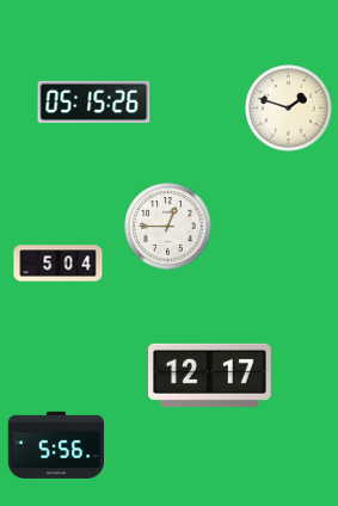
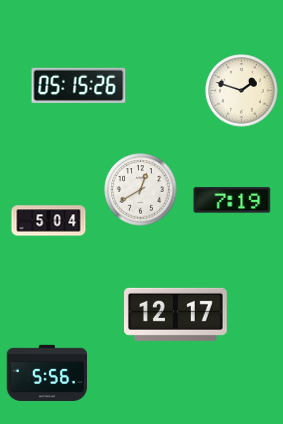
clock at (168, 227): 12:45 -> 12:40
clock at (232, 200): none -> 7:19
